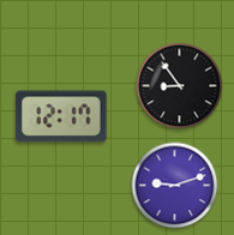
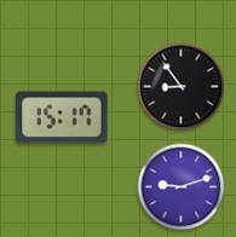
clock at (61, 116): 12:17 -> 15:17
clock at (175, 186) position: (175, 186) -> (182, 187)
